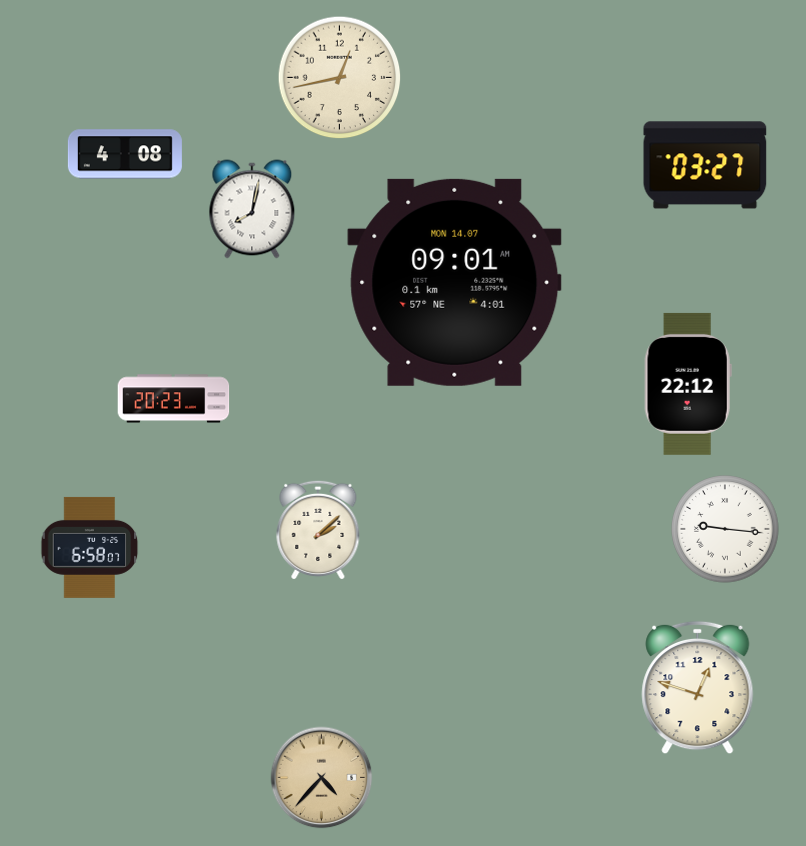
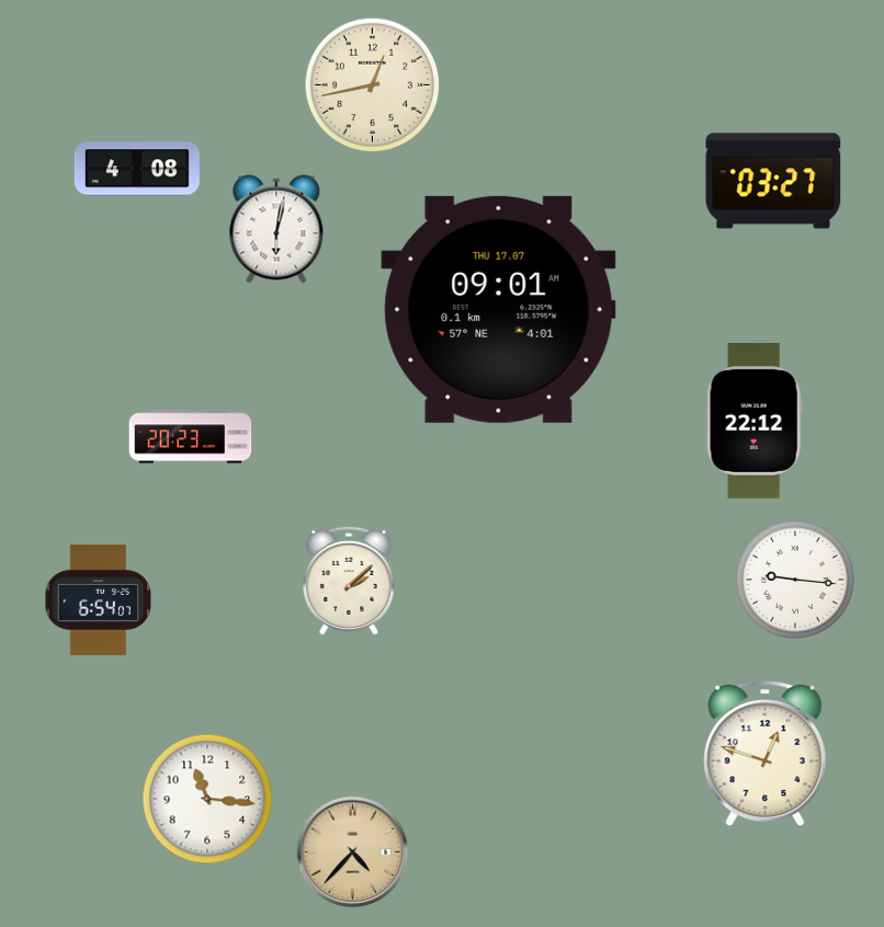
clock at (252, 209): 8:02 -> 6:02
clock at (455, 282) date: MON 14.07 -> THU 17.07
clock at (90, 547): 6:58 -> 6:54
clock at (207, 799): none -> 11:16
